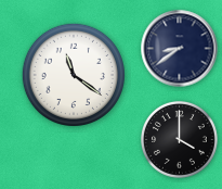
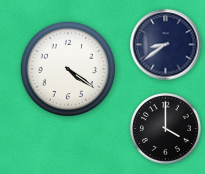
clock at (74, 75): 11:21 -> 4:21
